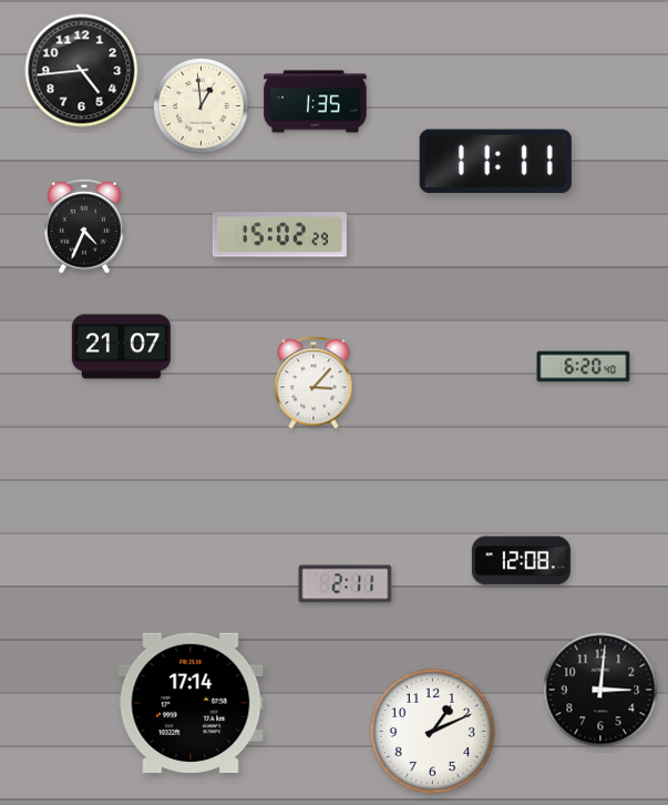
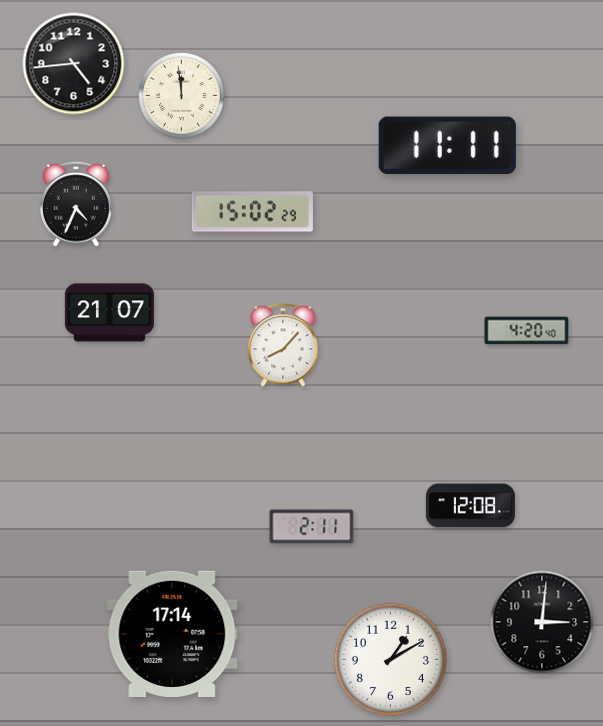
clock at (316, 102): 1:35 -> none
clock at (202, 106): 12:59 -> 11:59
clock at (584, 367): 6:20 -> 4:20
clock at (314, 383): 3:07 -> 8:07
clock at (432, 731): 1:11 -> 1:10
